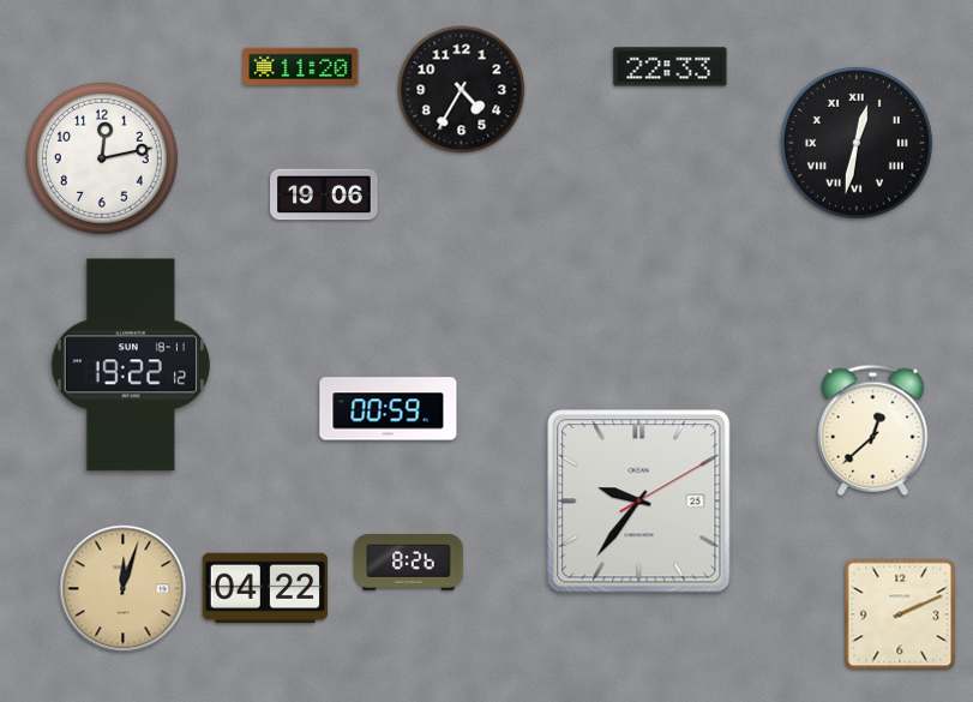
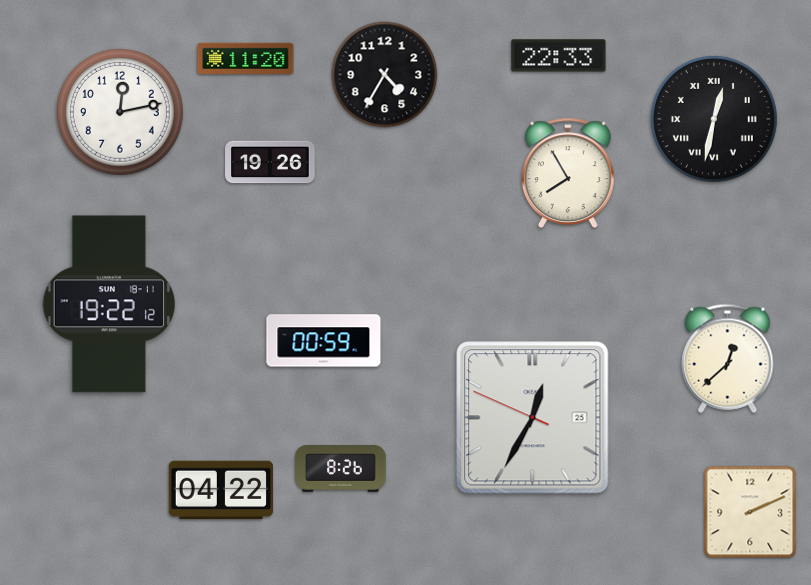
clock at (301, 66) position: (301, 66) -> (246, 58)
clock at (102, 158) position: (102, 158) -> (120, 112)
clock at (324, 194): 19:06 -> 19:26
clock at (568, 172): none -> 7:55
clock at (639, 502): 9:36 -> 12:34
clock at (124, 589): 12:03 -> none
